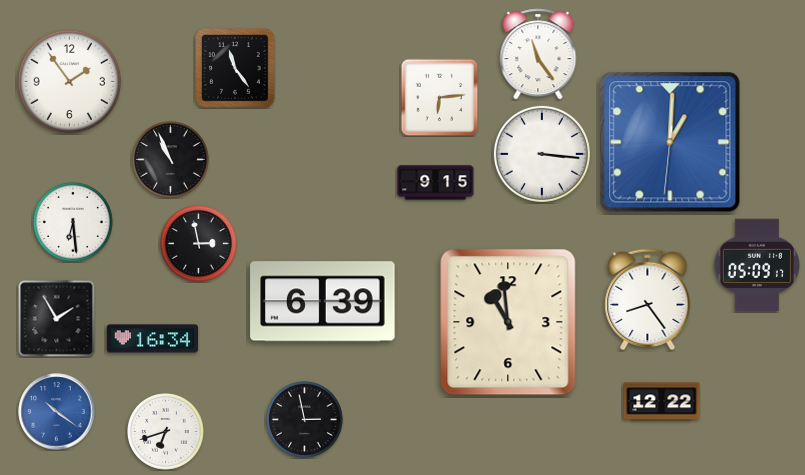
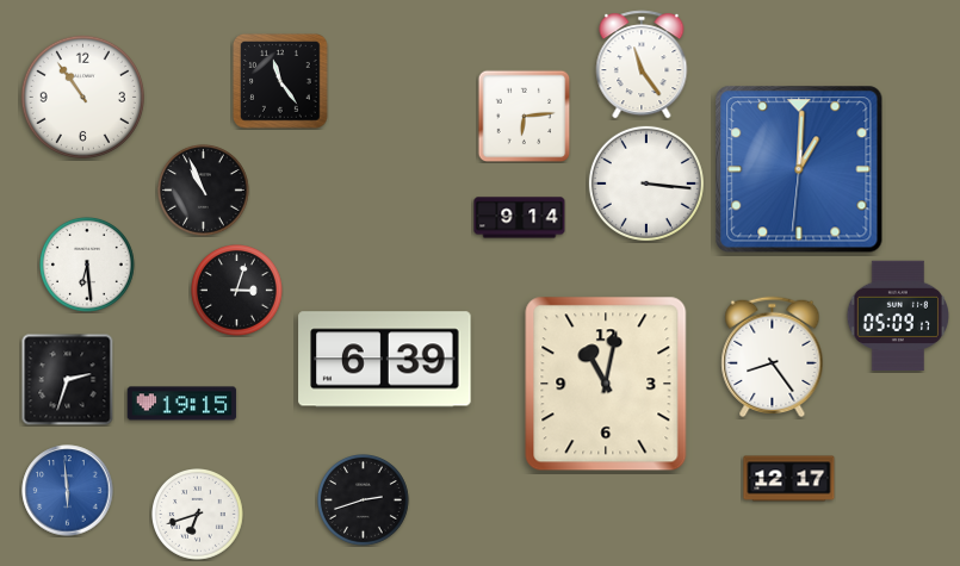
clock at (69, 81): 1:54 -> 10:54
clock at (436, 183): 9:15 -> 9:14
clock at (199, 244): 2:58 -> 3:03
clock at (756, 265) position: (756, 265) -> (897, 316)
clock at (56, 319): 1:55 -> 2:33
clock at (508, 322): 10:59 -> 11:02
clock at (153, 339): 16:34 -> 19:15
clock at (662, 402): 12:22 -> 12:17
clock at (57, 412): 10:21 -> 5:59
clock at (305, 420): 2:58 -> 2:42
